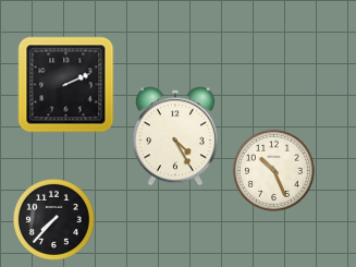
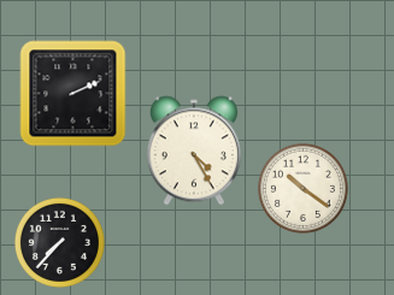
clock at (273, 170): 10:26 -> 10:21
